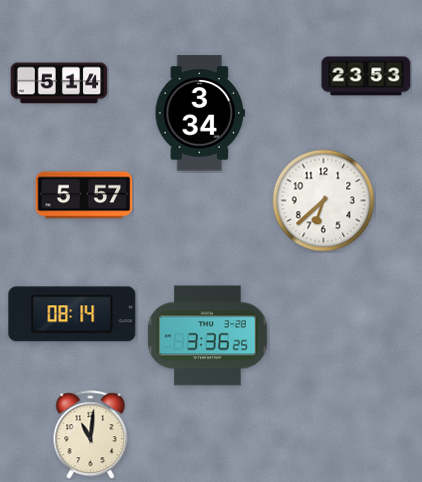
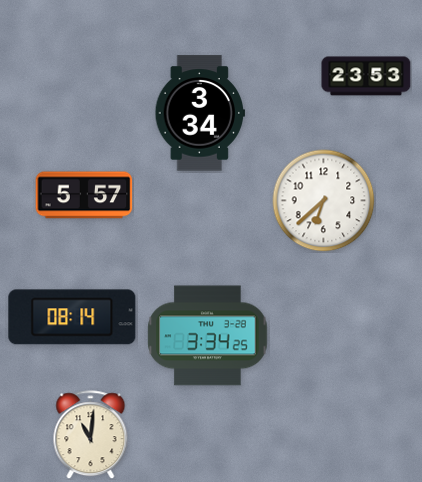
clock at (59, 83): 5:14 -> none
clock at (72, 314) position: (72, 314) -> (72, 317)
clock at (208, 336): 3:36 -> 3:34
